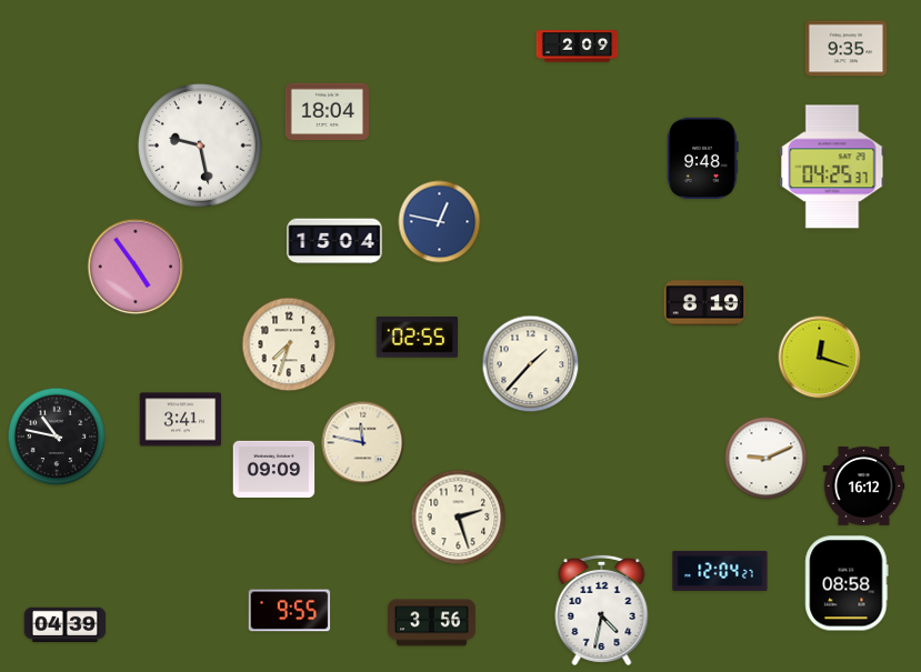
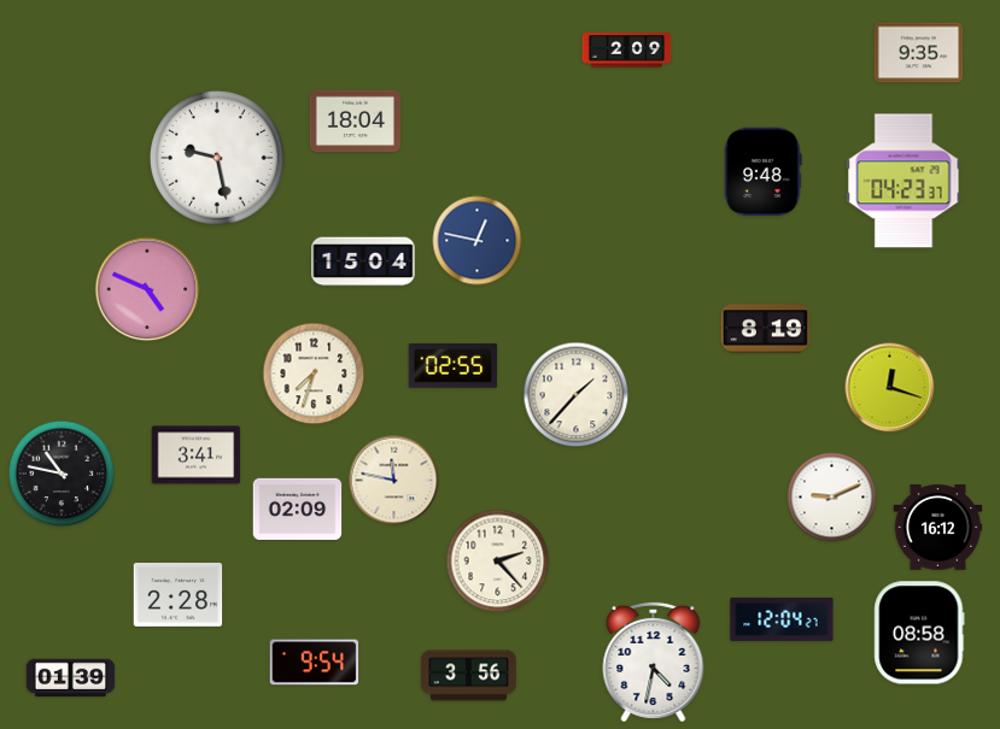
clock at (832, 167): 04:25 -> 04:23
clock at (136, 267): 4:54 -> 4:49
clock at (274, 469): 09:09 -> 02:09
clock at (459, 518): 2:27 -> 2:23
clock at (179, 595): none -> 2:28
clock at (290, 611): 9:55 -> 9:54
clock at (66, 625): 04:39 -> 01:39
